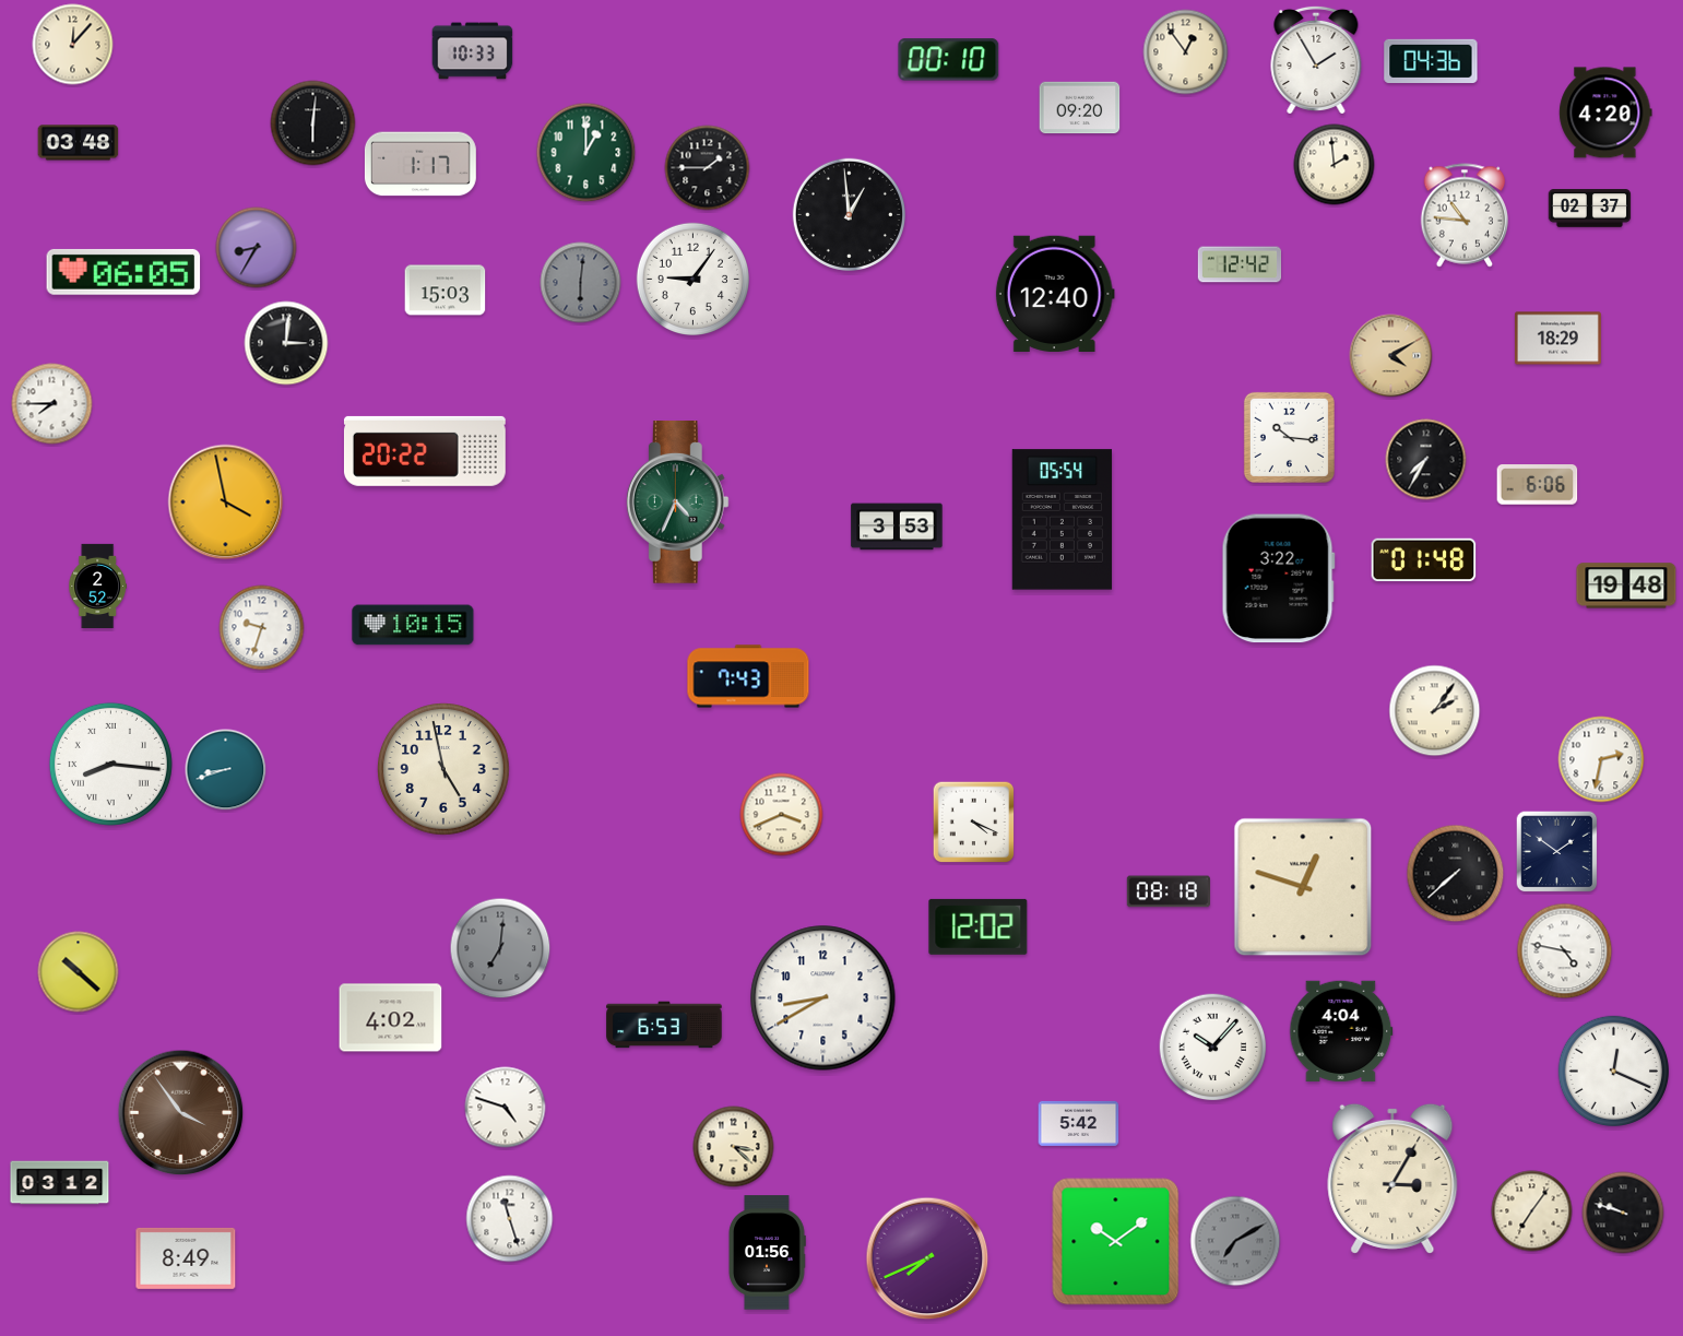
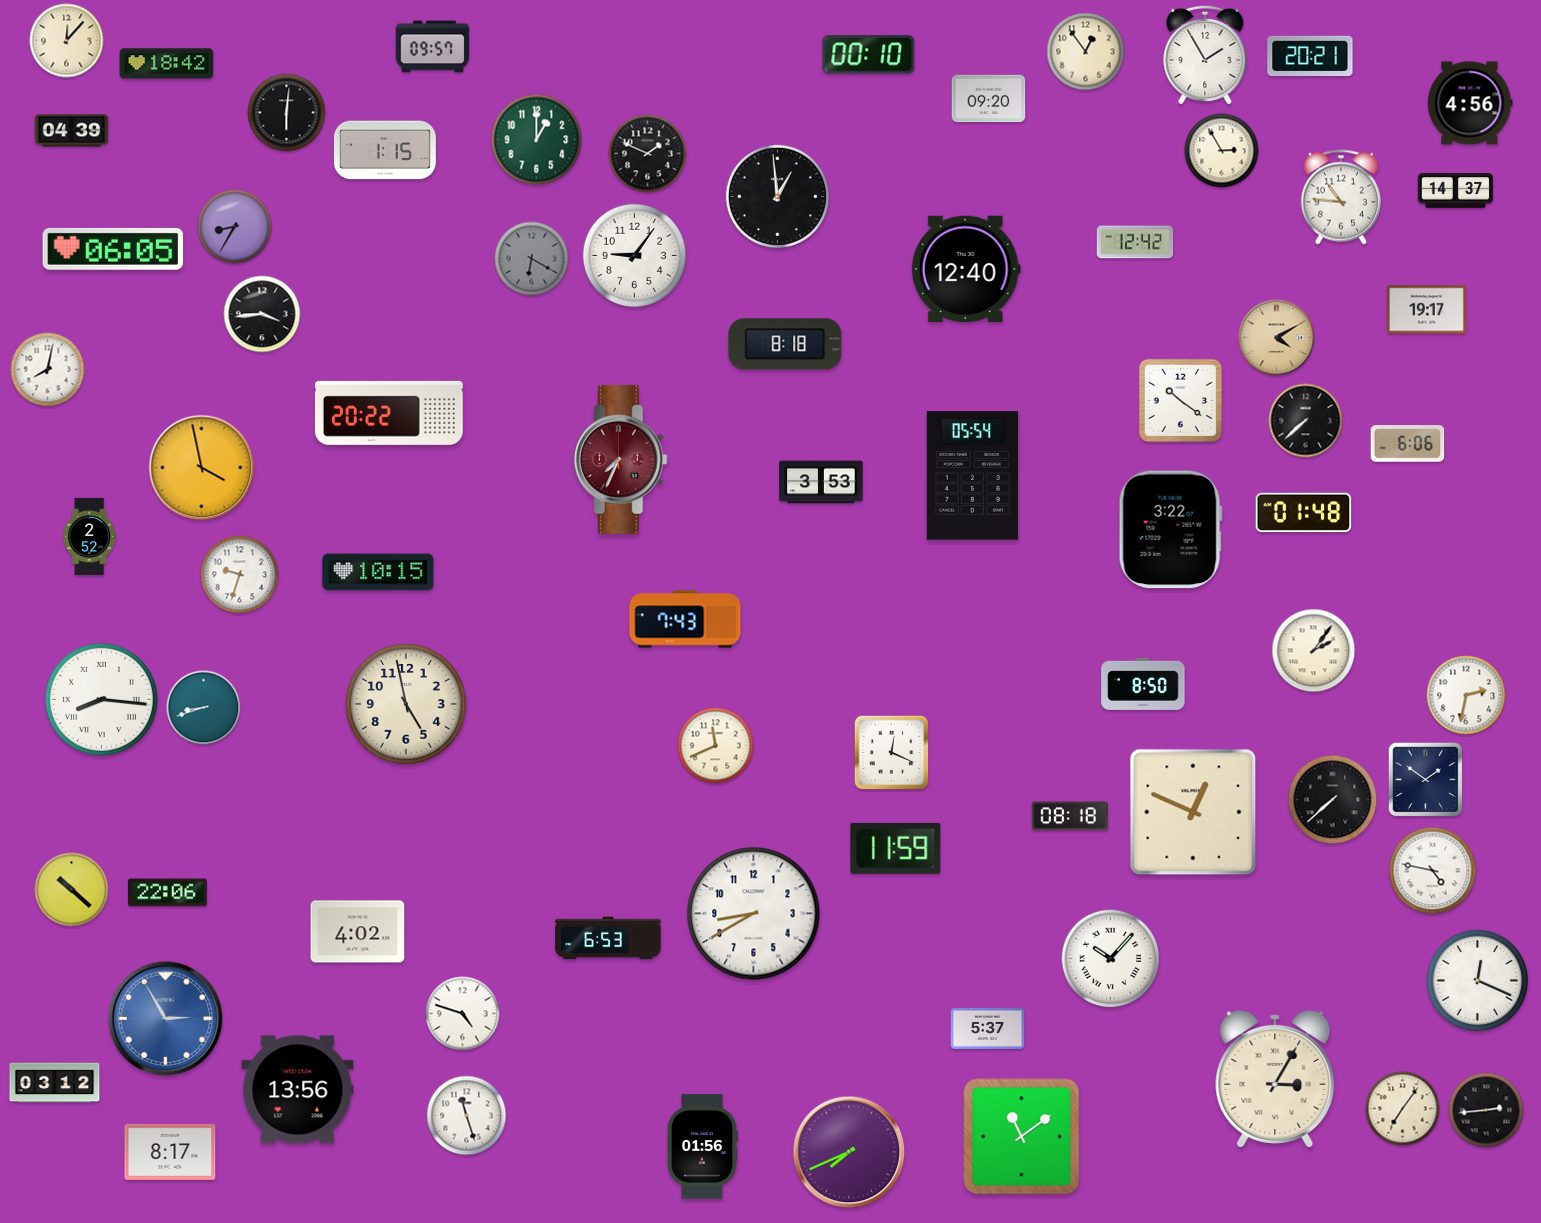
clock at (473, 51): 10:33 -> 09:57
clock at (1186, 52) position: (1186, 52) -> (1086, 52)
clock at (1431, 60): 04:36 -> 20:21
clock at (167, 64): none -> 18:42
clock at (1605, 113): 4:20 -> 4:56
clock at (79, 143): 03:48 -> 04:39
clock at (420, 164): 1:17 -> 1:15
clock at (1335, 165): 1:59 -> 2:55
clock at (708, 168): 1:45 -> 1:49
clock at (1590, 209): 02:37 -> 14:37
clock at (581, 283): 6:01 -> 6:20
clock at (446, 291): 15:03 -> none
clock at (1557, 339): 18:29 -> 19:17
clock at (286, 343): 3:01 -> 3:44
clock at (1391, 356) position: (1391, 356) -> (1277, 338)
clock at (785, 344): none -> 8:18
clock at (52, 404): 7:45 -> 8:02
clock at (1289, 437): 10:16 -> 10:21
clock at (1426, 460): 7:35 -> 7:38
clock at (226, 503) position: (226, 503) -> (202, 468)
clock at (677, 503): 4:34 -> 7:34
clock at (677, 503) dial: green -> burgundy
clock at (1626, 586): 19:48 -> none
clock at (1143, 684): none -> 8:50
clock at (226, 770) position: (226, 770) -> (204, 708)
clock at (782, 815): 3:41 -> 11:41
clock at (974, 823): 4:19 -> 12:19
clock at (1303, 887): 12:48 -> 12:49
clock at (979, 926): 12:02 -> 11:59
clock at (500, 948): 7:01 -> none
clock at (167, 893): none -> 22:06
clock at (1341, 1031): 4:04 -> none
clock at (181, 1113): 3:54 -> 2:55
clock at (181, 1113) dial: brown -> blue
clock at (1079, 1123): 5:42 -> 5:37
clock at (734, 1147): 3:22 -> none
clock at (298, 1090): none -> 13:56
clock at (1623, 1213): 9:48 -> 2:44
clock at (1235, 1241): 7:10 -> none
clock at (1116, 1242): 10:09 -> 11:09
clock at (186, 1258): 8:49 -> 8:17
